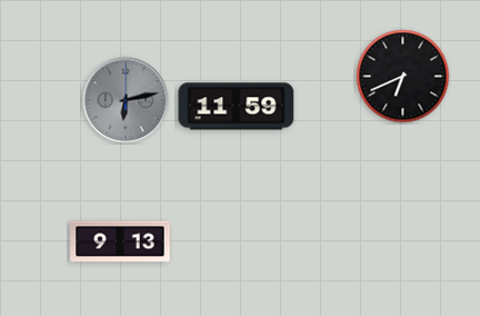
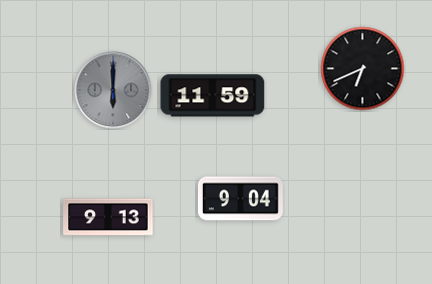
clock at (126, 100): 6:13 -> 6:00
clock at (240, 199): none -> 9:04
